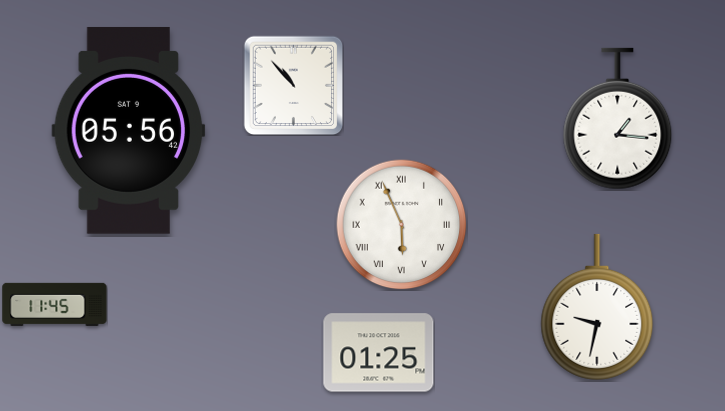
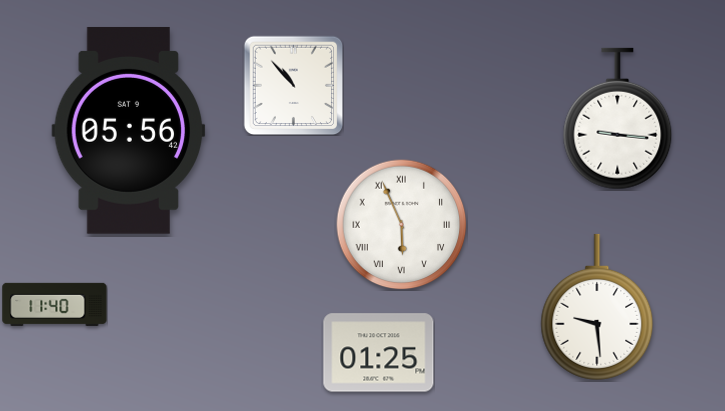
clock at (618, 119): 1:16 -> 9:16
clock at (55, 304): 11:45 -> 11:40
clock at (597, 307): 9:32 -> 9:29
